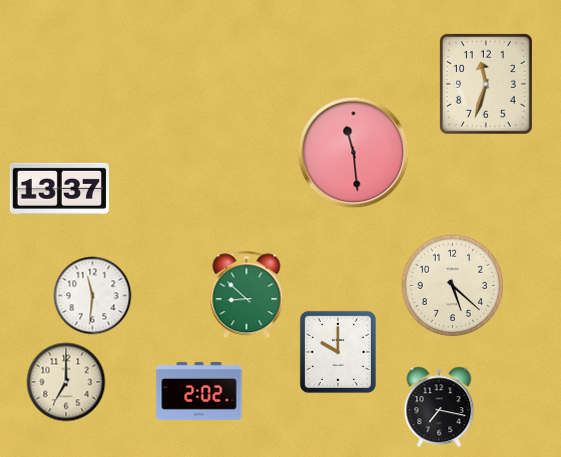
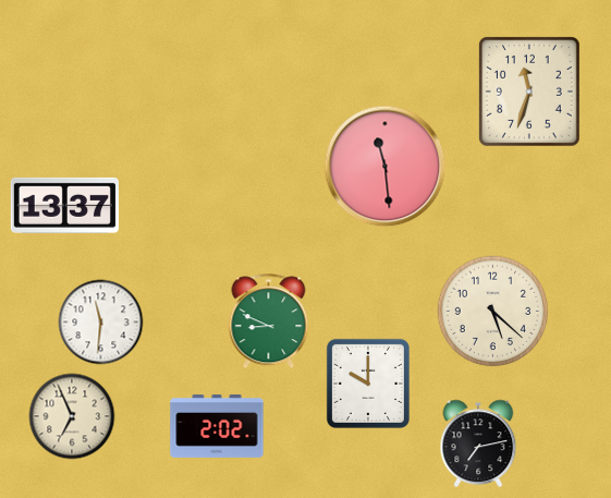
clock at (247, 295): 8:52 -> 8:49
clock at (66, 382): 7:00 -> 6:56
clock at (439, 407): 7:17 -> 7:13
